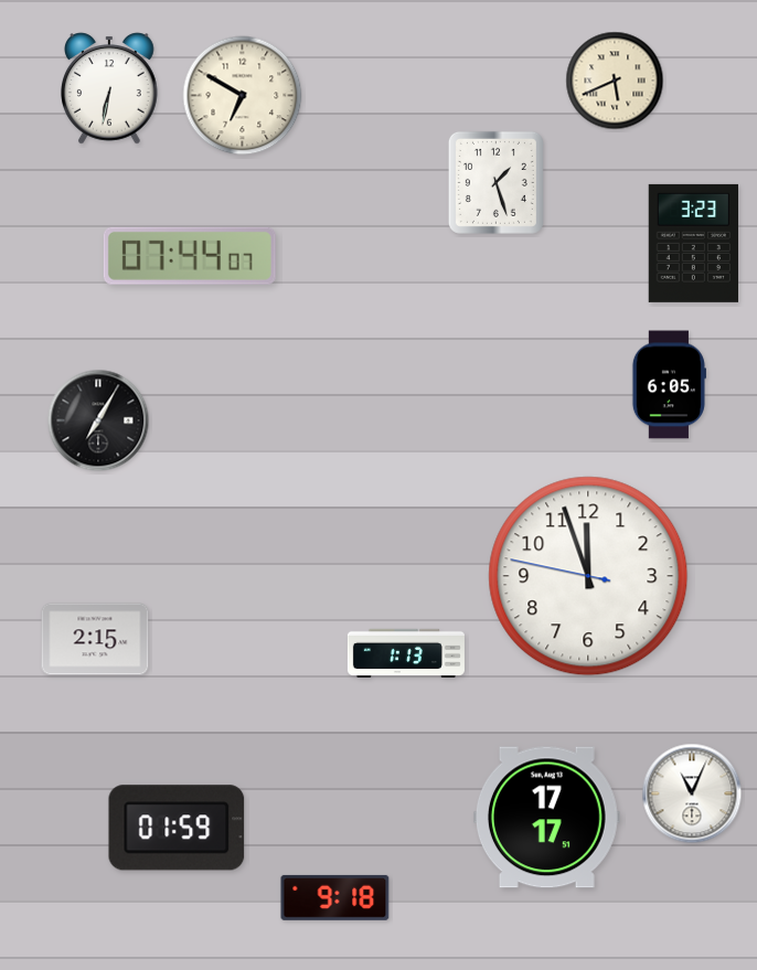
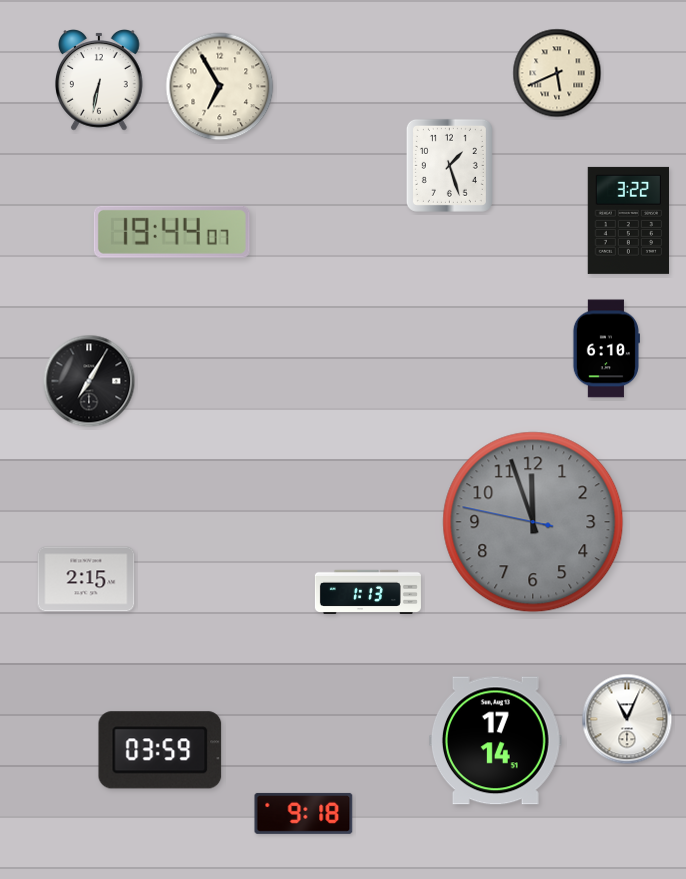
clock at (243, 96): 6:50 -> 6:55
clock at (693, 243): 3:23 -> 3:22
clock at (190, 256): 07:44 -> 19:44
clock at (669, 385): 6:05 -> 6:10
clock at (588, 576) dial: white -> grey
clock at (546, 818): 17:17 -> 17:14
clock at (177, 828): 01:59 -> 03:59
